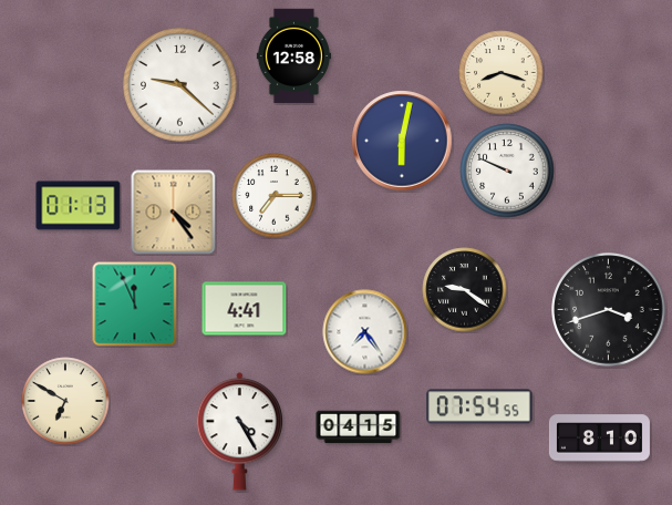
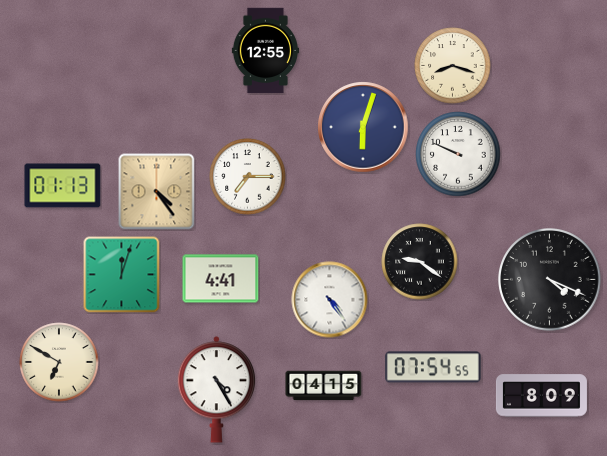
clock at (293, 56): 12:58 -> 12:55
clock at (180, 85): 9:22 -> none
clock at (402, 141): 6:02 -> 6:03
clock at (79, 206) position: (79, 206) -> (63, 186)
clock at (135, 305): 11:56 -> 12:03
clock at (609, 310): 3:42 -> 4:19
clock at (365, 332): 7:24 -> 4:24
clock at (599, 439): 8:10 -> 8:09
